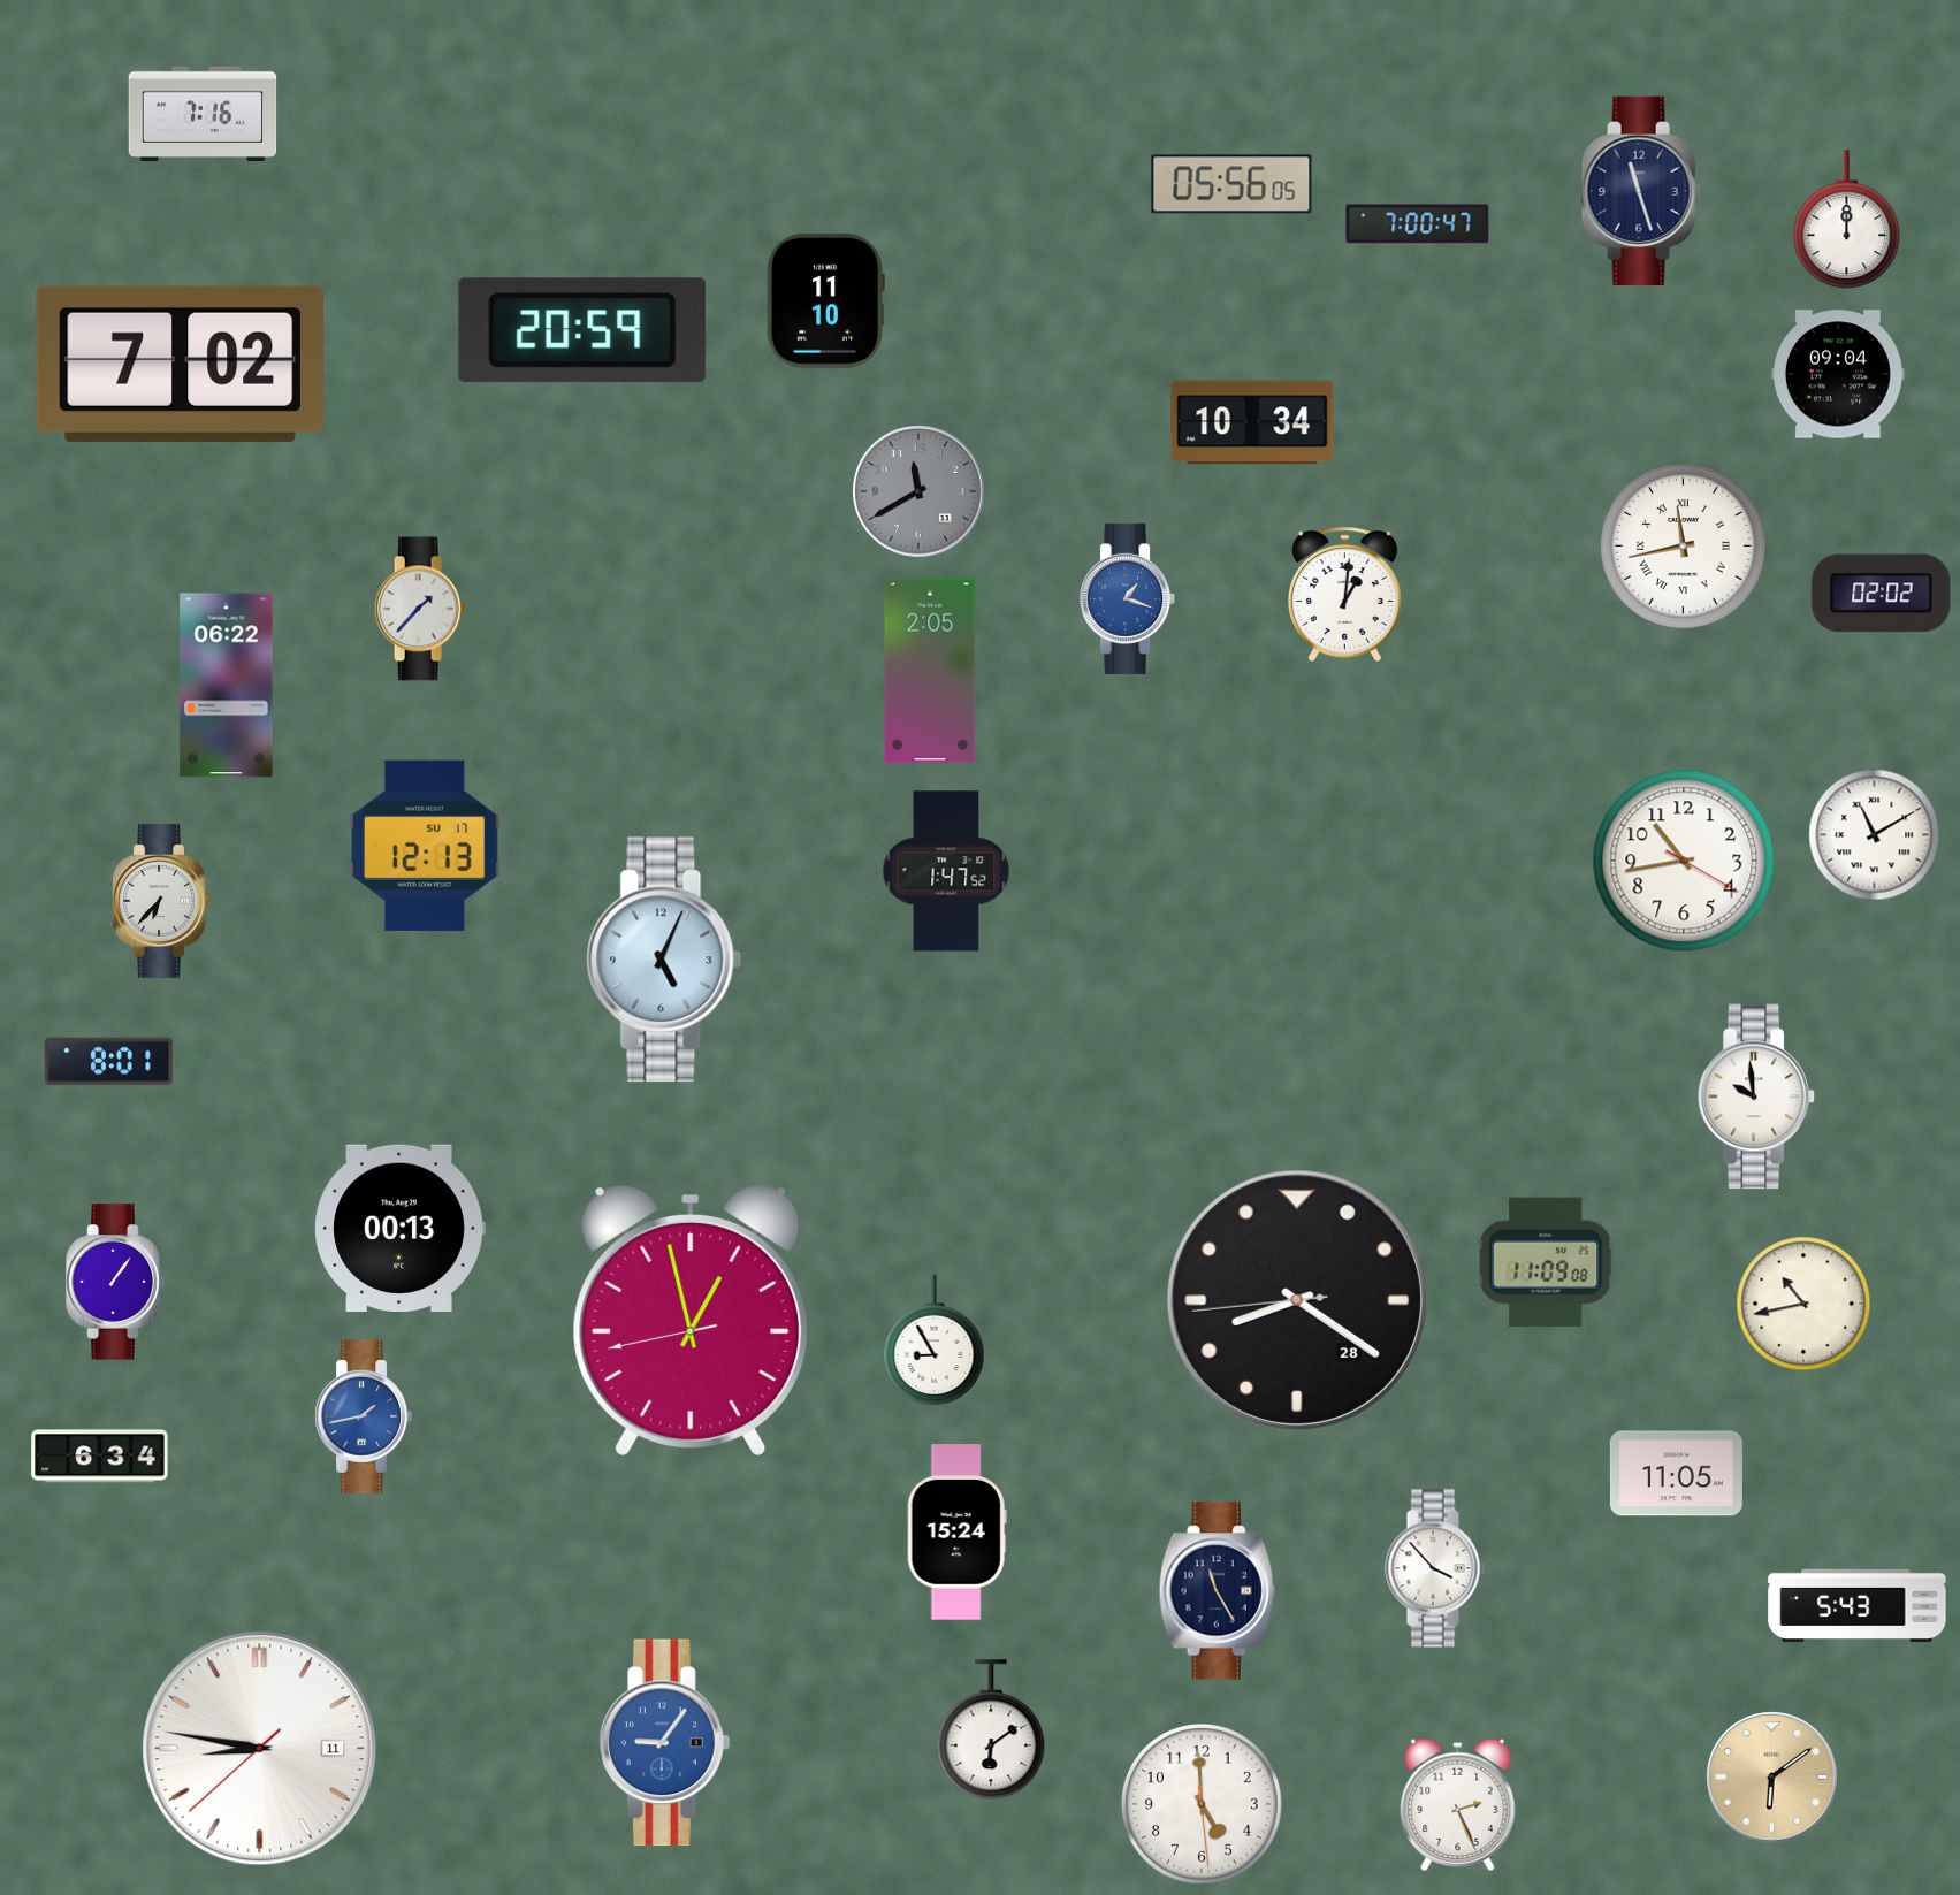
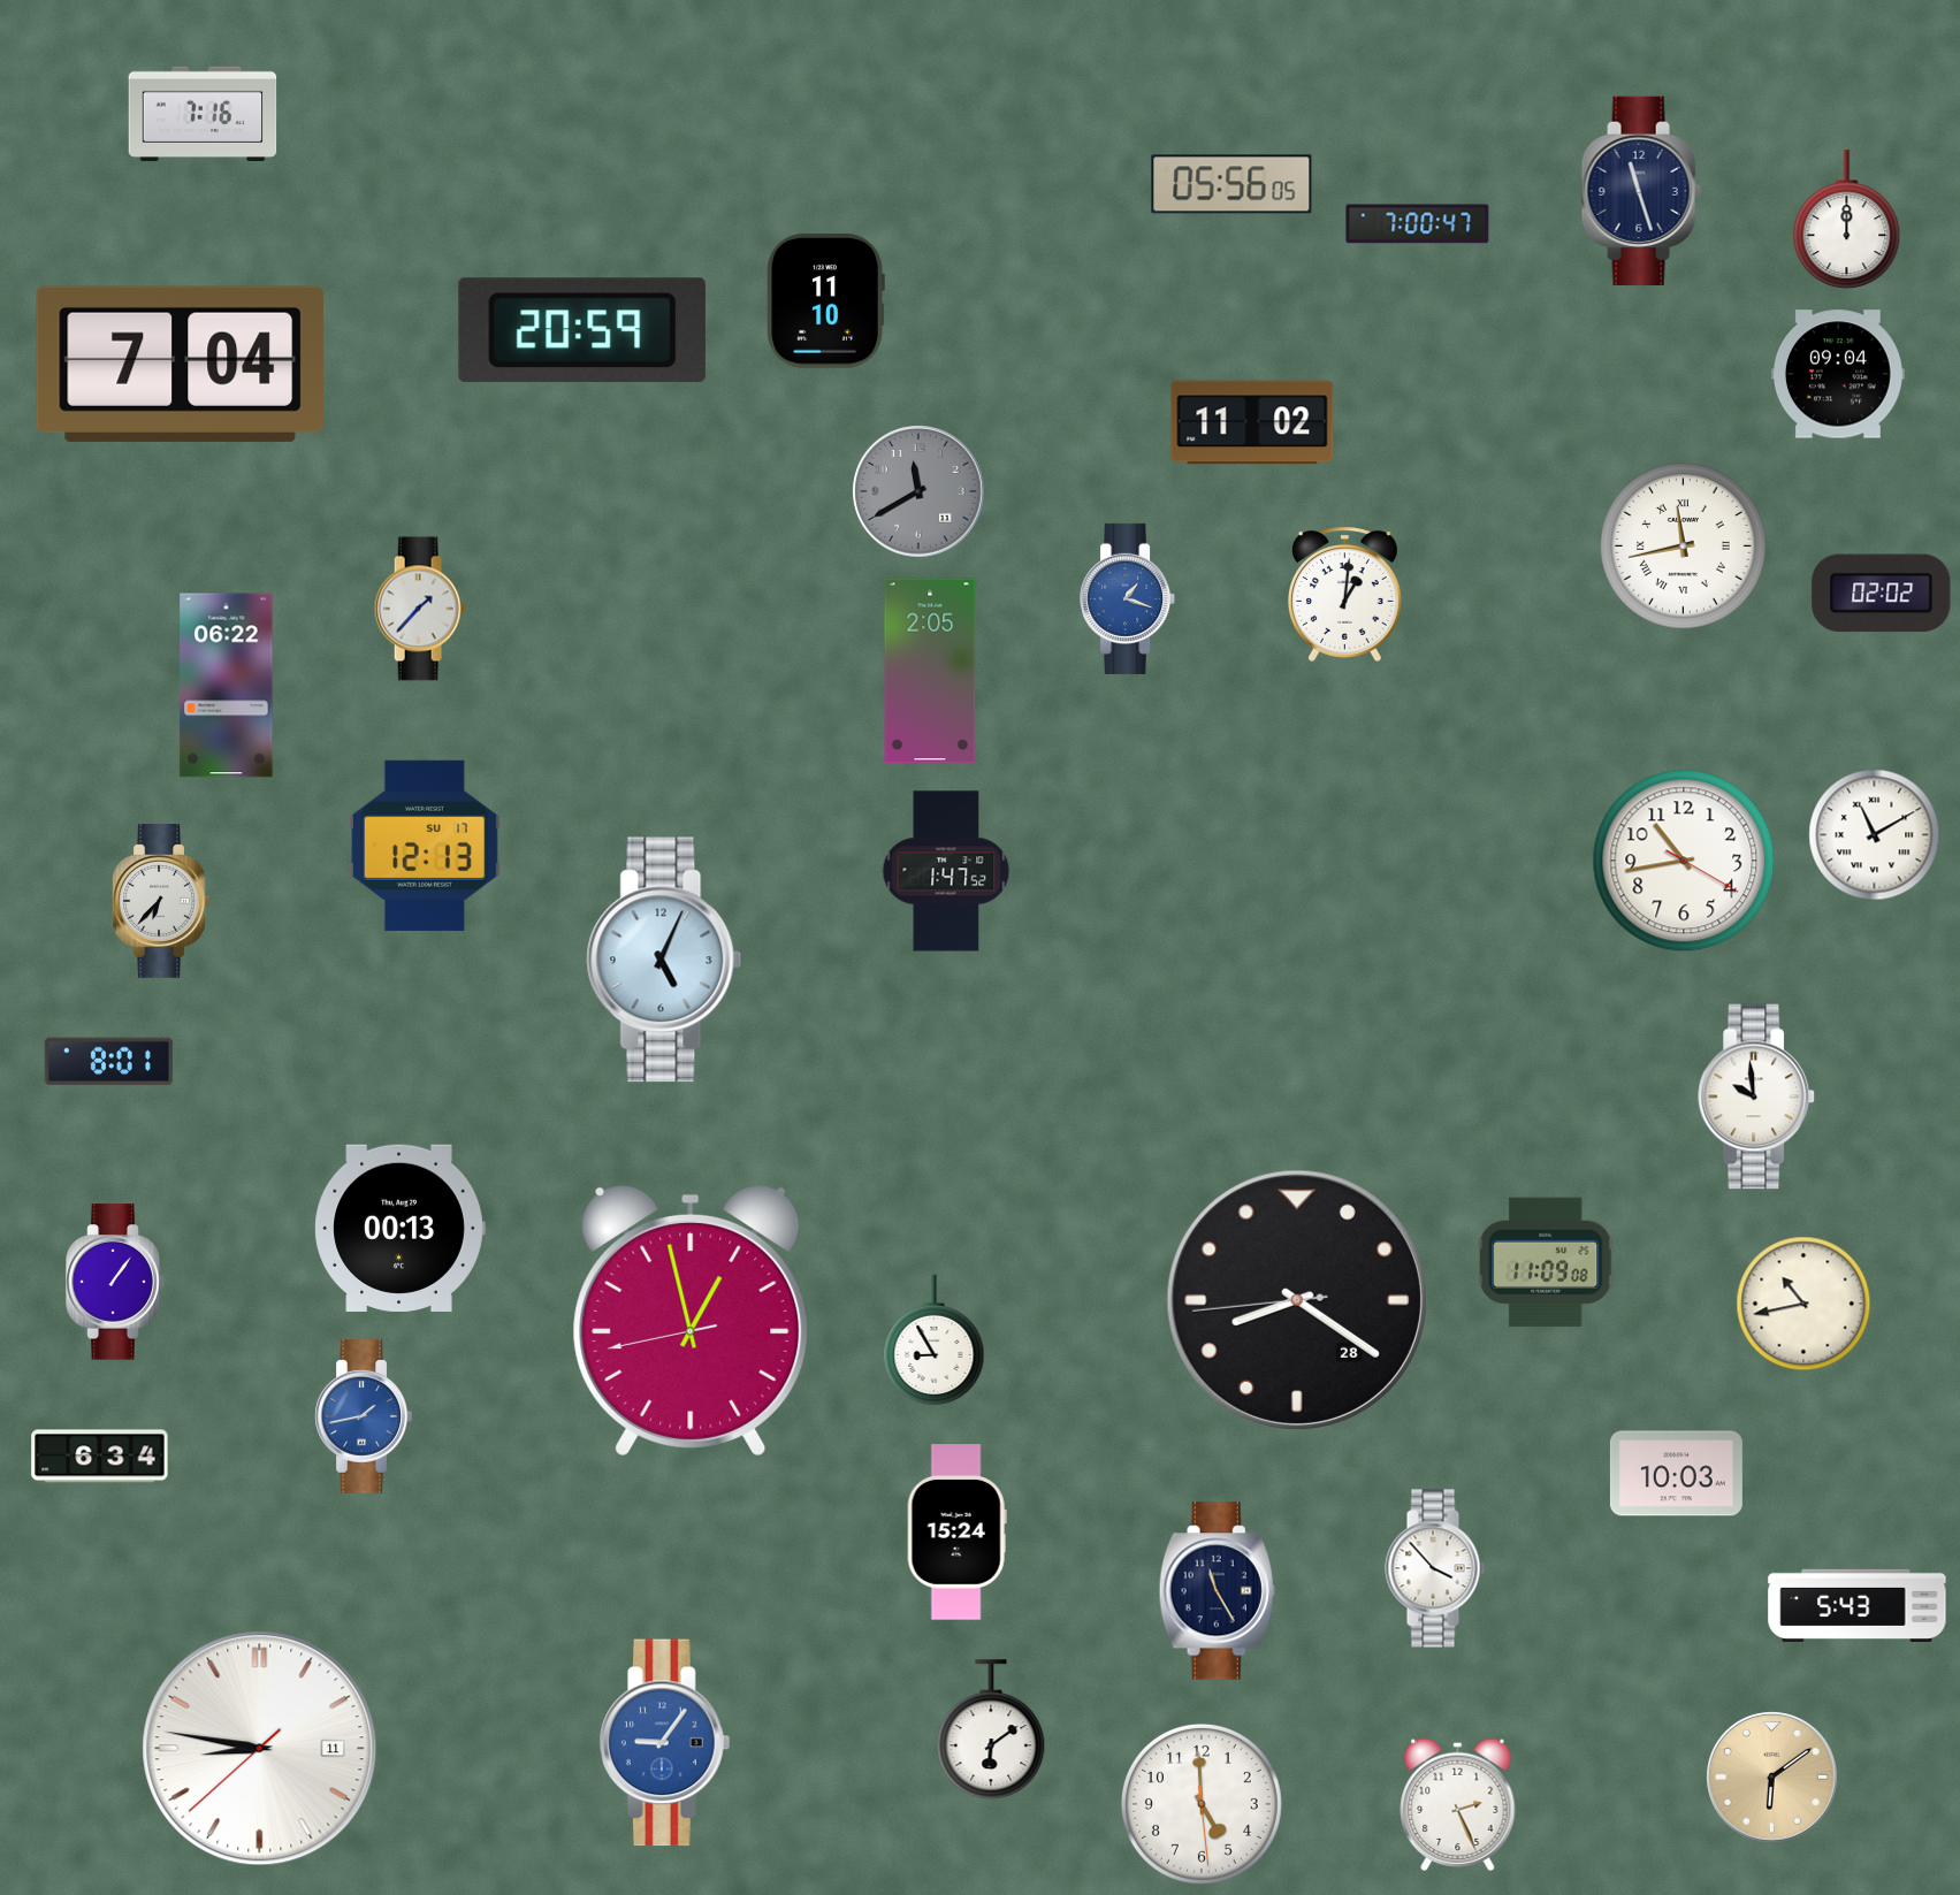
clock at (180, 364): 7:02 -> 7:04
clock at (1252, 422): 10:34 -> 11:02
clock at (1676, 1474): 11:05 -> 10:03
